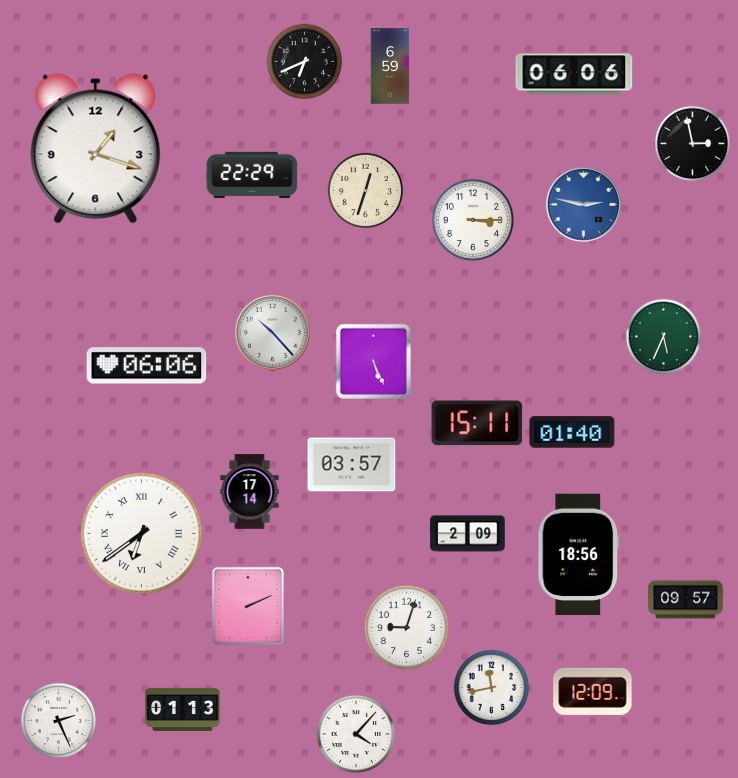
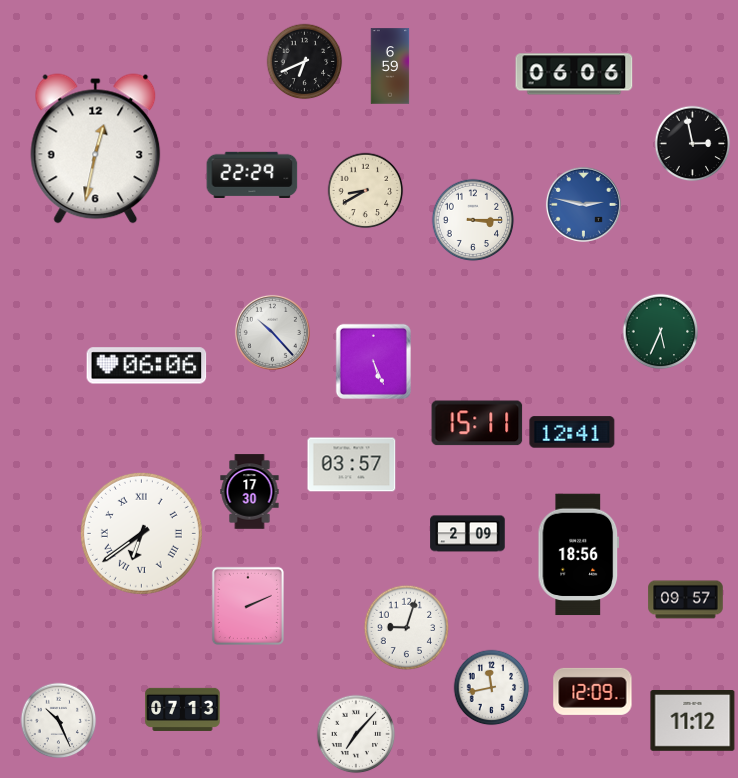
clock at (96, 149): 1:18 -> 12:32
clock at (366, 191): 12:33 -> 8:40
clock at (664, 337) position: (664, 337) -> (661, 332)
clock at (572, 432): 01:40 -> 12:41
clock at (250, 492): 17:14 -> 17:30
clock at (183, 709): 01:13 -> 07:13
clock at (59, 721): 2:26 -> 10:26
clock at (693, 721): none -> 11:12
clock at (356, 734): 4:07 -> 7:07
